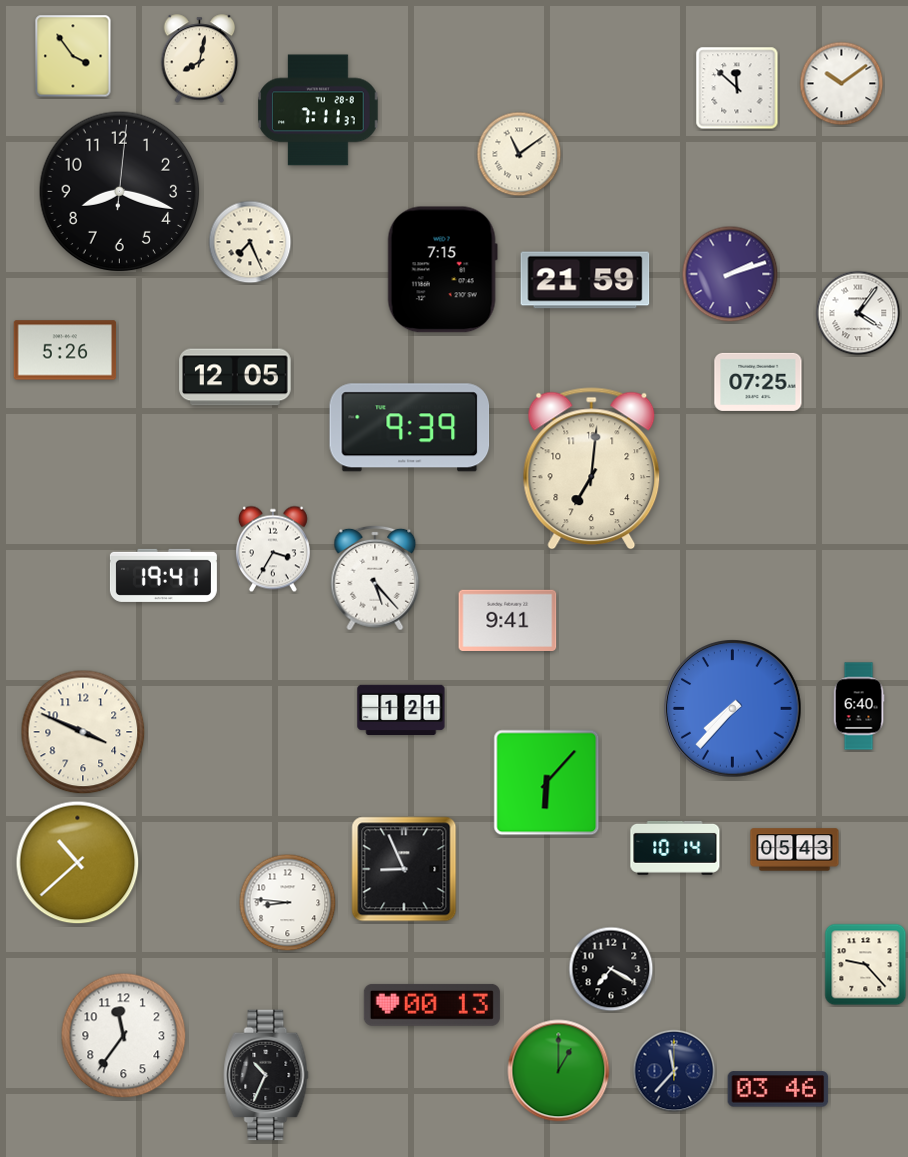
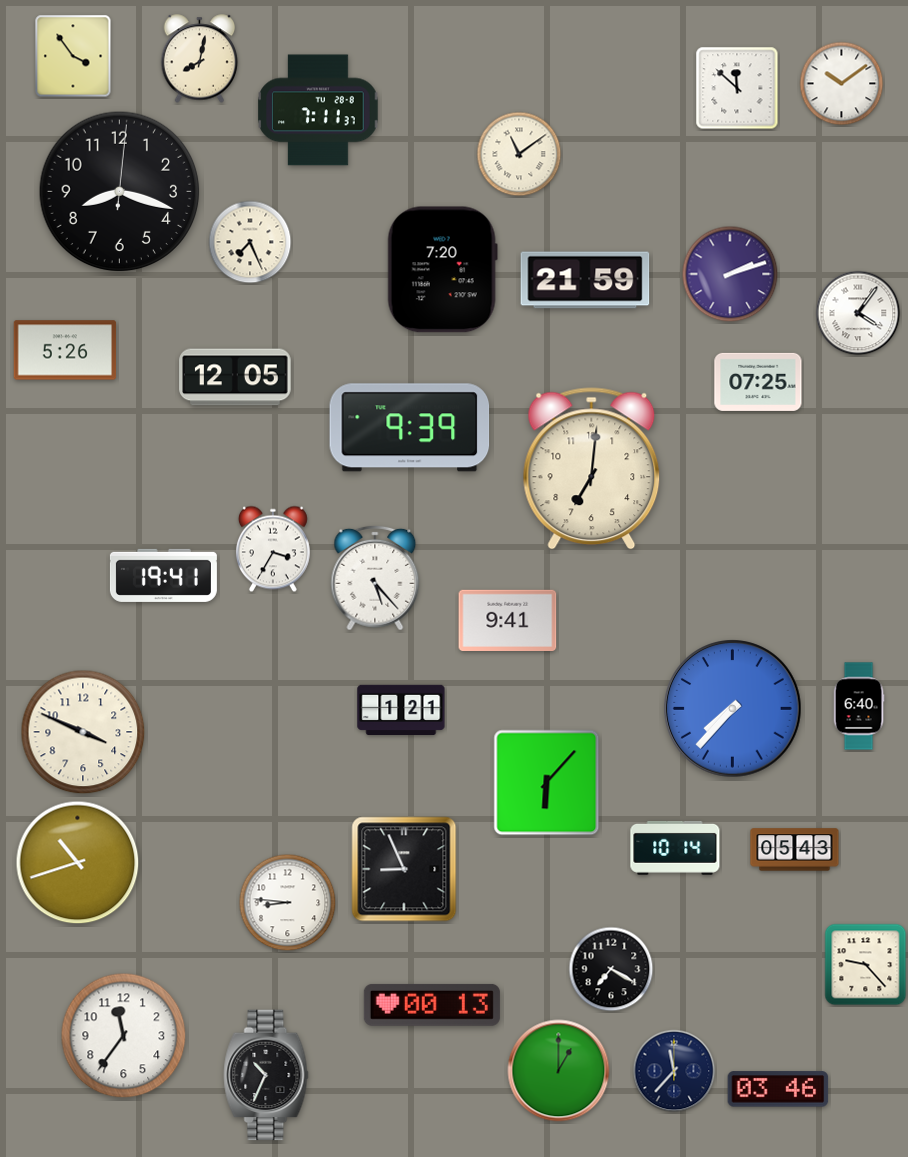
clock at (442, 270): 7:15 -> 7:20
clock at (78, 863): 10:38 -> 10:42
